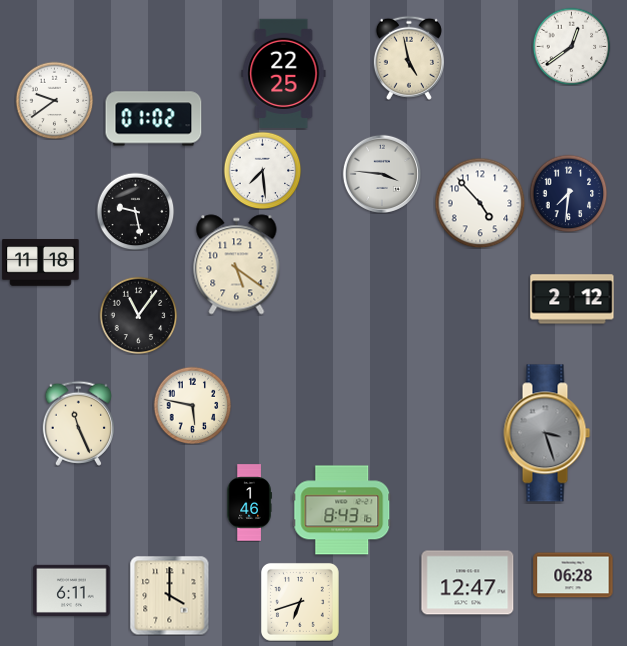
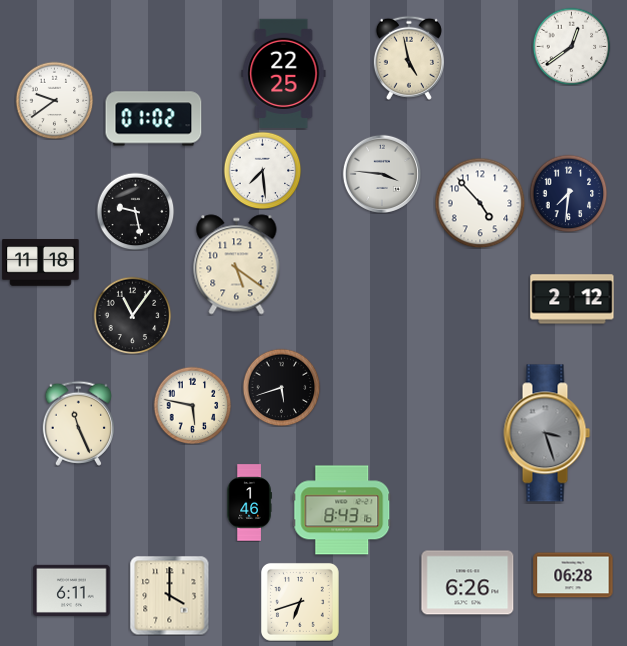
clock at (138, 315) position: (138, 315) -> (132, 315)
clock at (281, 387): none -> 5:42
clock at (468, 583): 12:47 -> 6:26
